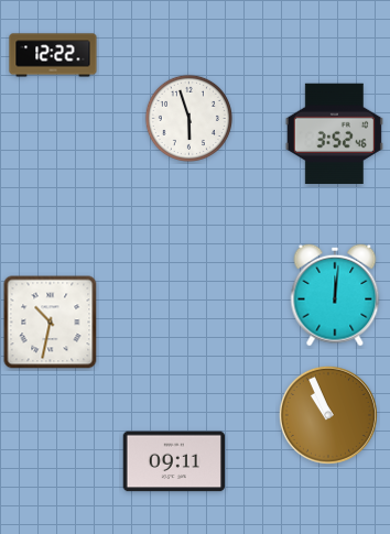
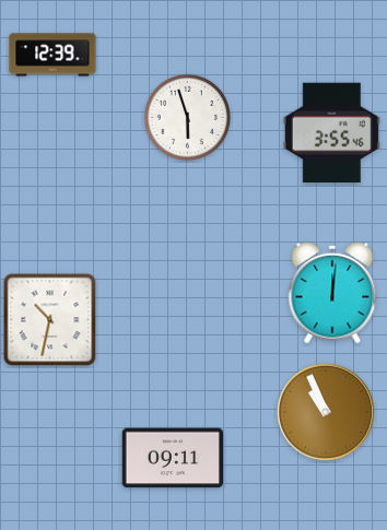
clock at (53, 55): 12:22 -> 12:39
clock at (334, 134): 3:52 -> 3:55
